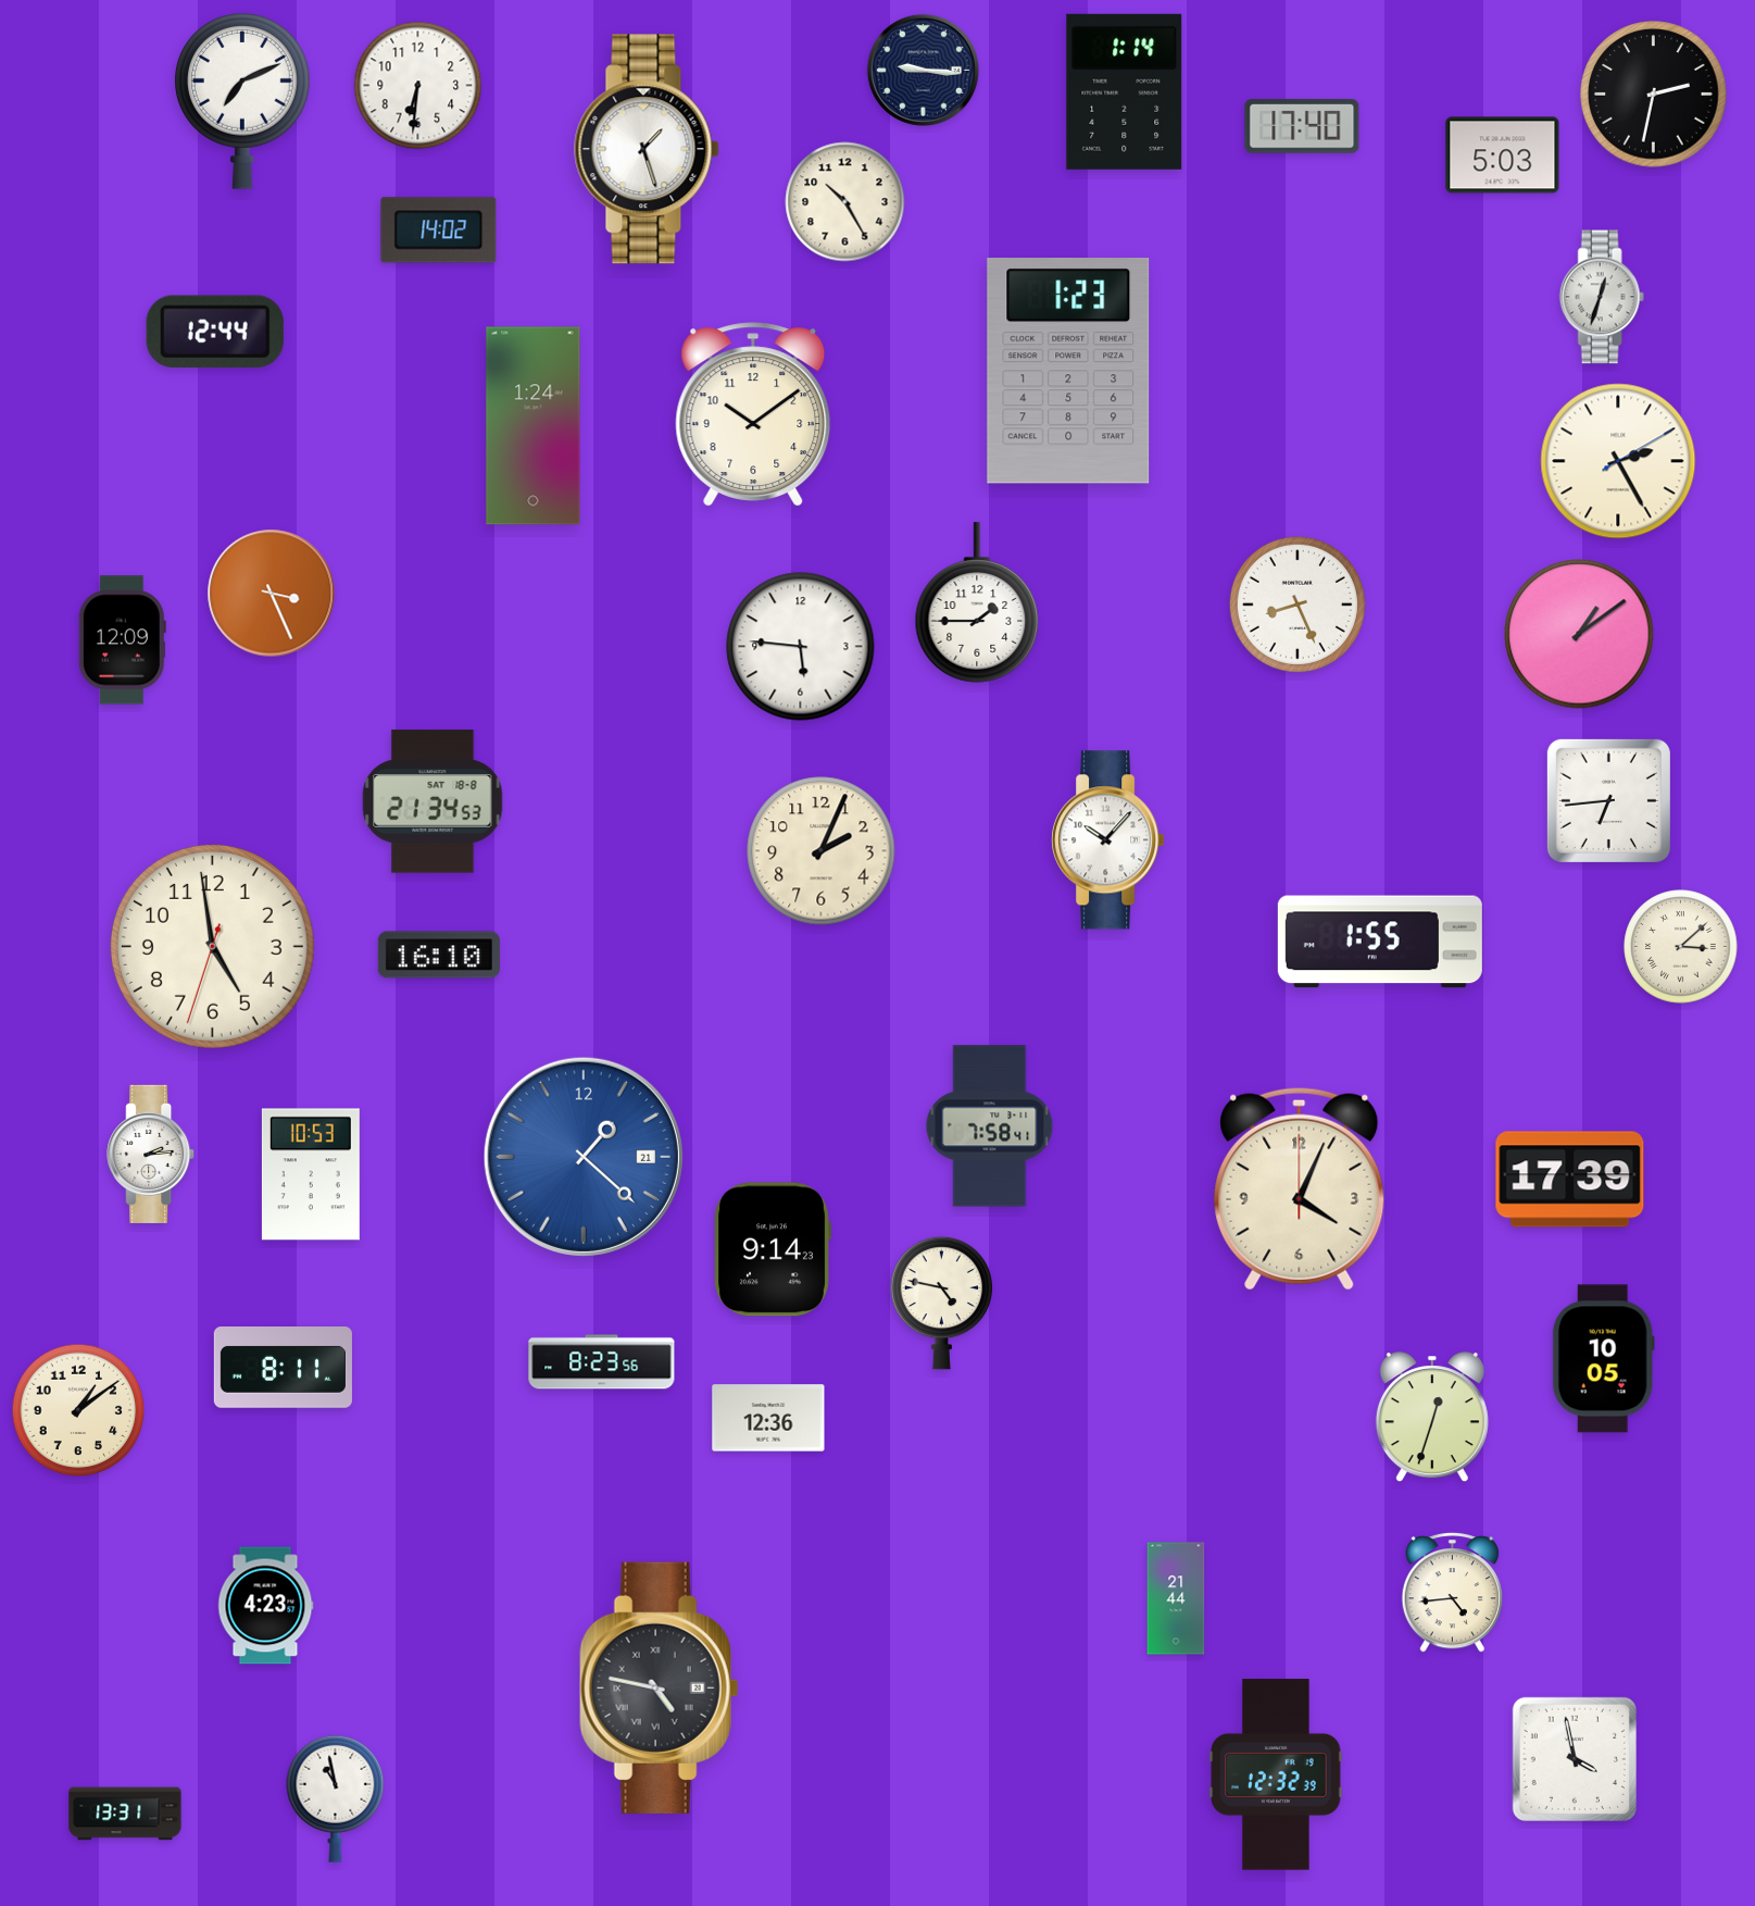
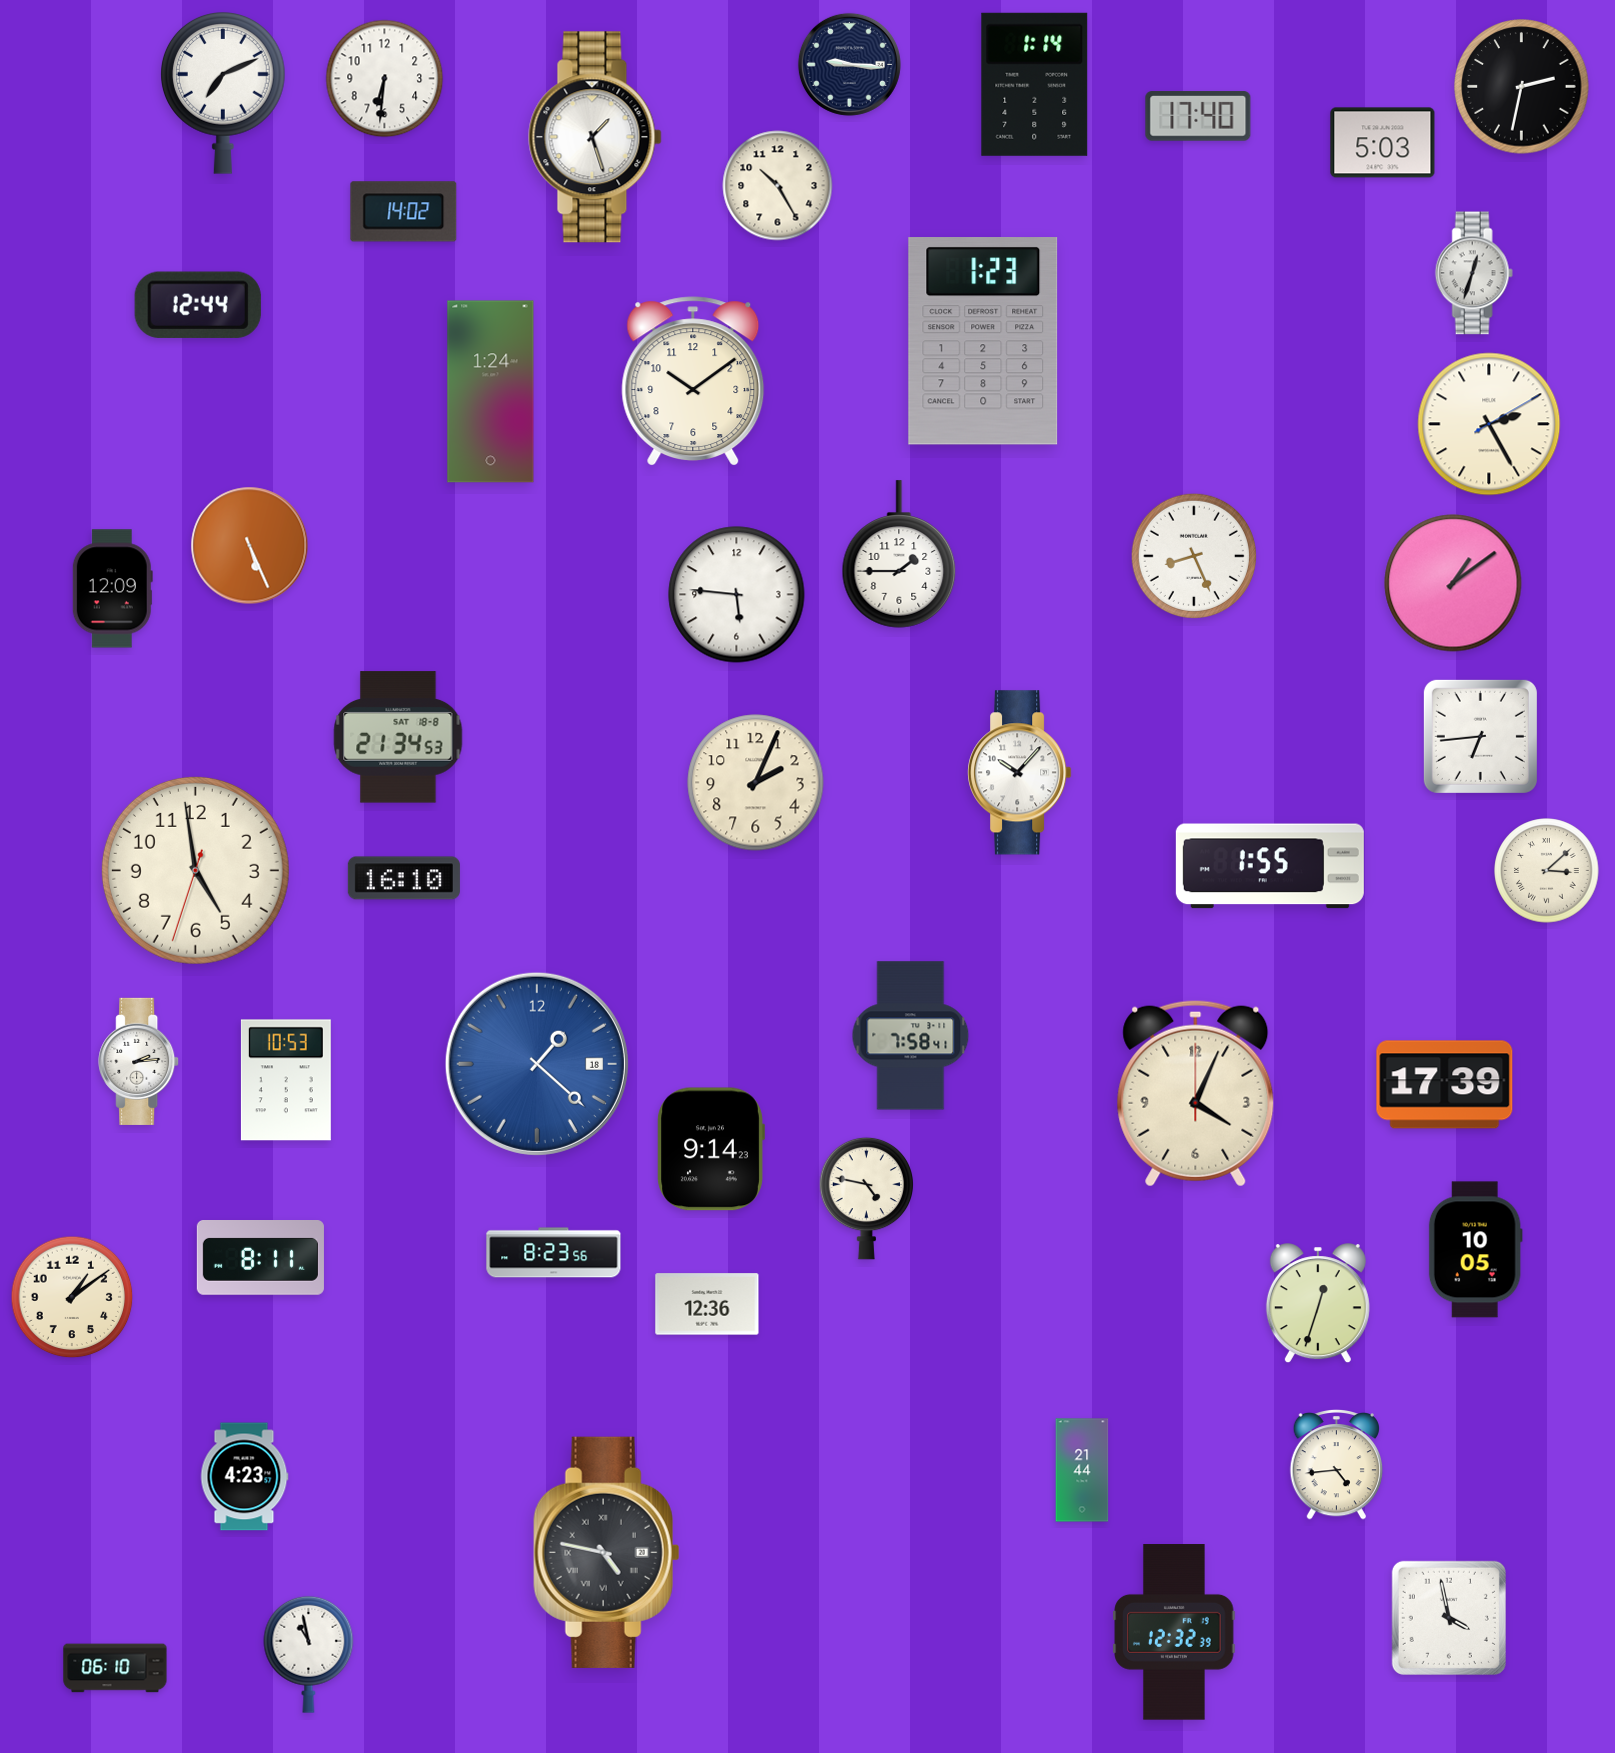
clock at (272, 594): 3:26 -> 5:26
clock at (584, 1157) date: 21 -> 18
clock at (125, 1814): 13:31 -> 06:10
